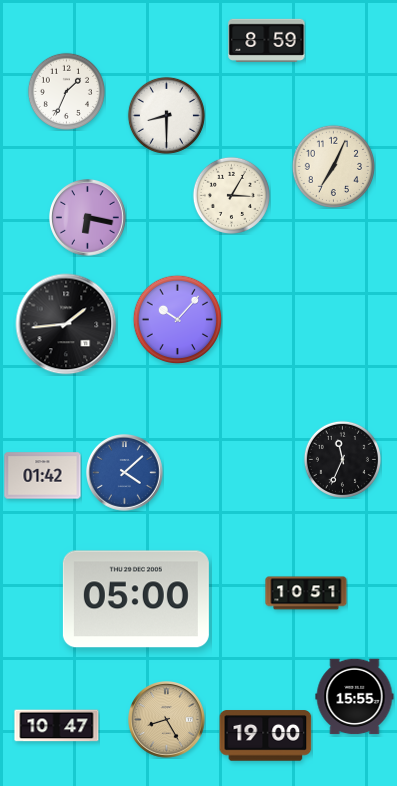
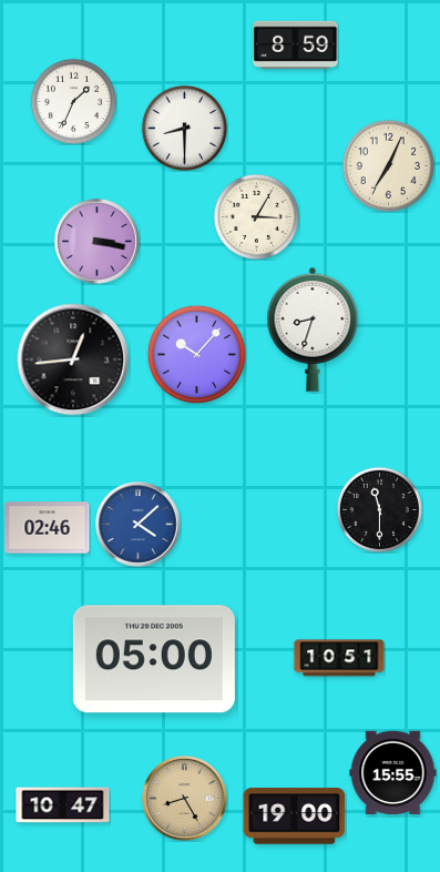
clock at (333, 166) position: (333, 166) -> (388, 165)
clock at (88, 218): 6:17 -> 3:17
clock at (313, 329): none -> 8:33
clock at (66, 324): 1:44 -> 12:44
clock at (342, 459): 11:34 -> 11:30
clock at (43, 476): 01:42 -> 02:46
clock at (136, 599) position: (136, 599) -> (154, 659)
